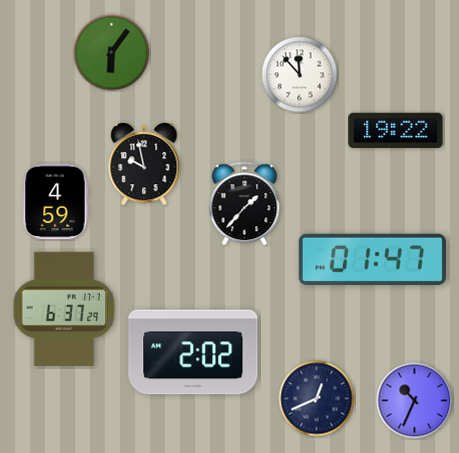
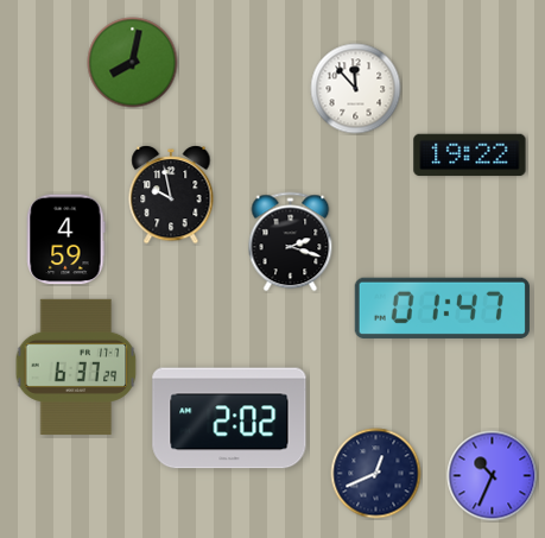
clock at (112, 53): 6:06 -> 8:02
clock at (245, 204): 1:37 -> 2:18
